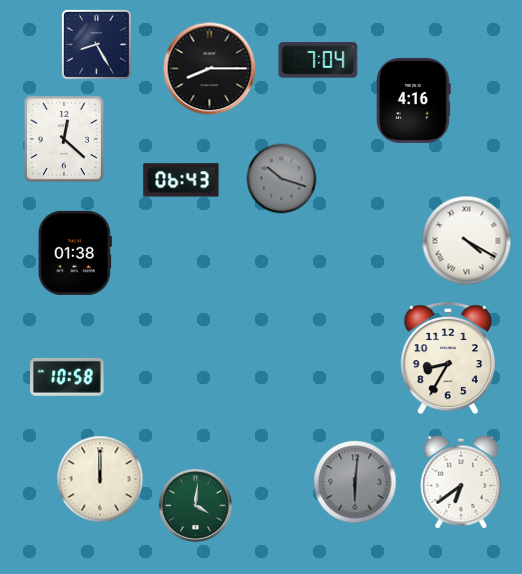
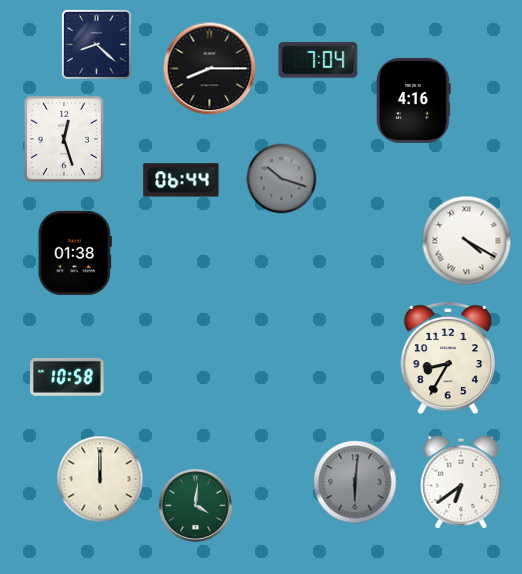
clock at (96, 44): 8:25 -> 8:22
clock at (64, 139): 12:22 -> 12:27
clock at (181, 180): 06:43 -> 06:44
